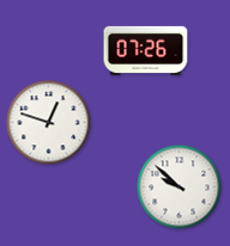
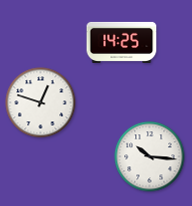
clock at (146, 50): 07:26 -> 14:25
clock at (180, 187): 9:52 -> 10:16
